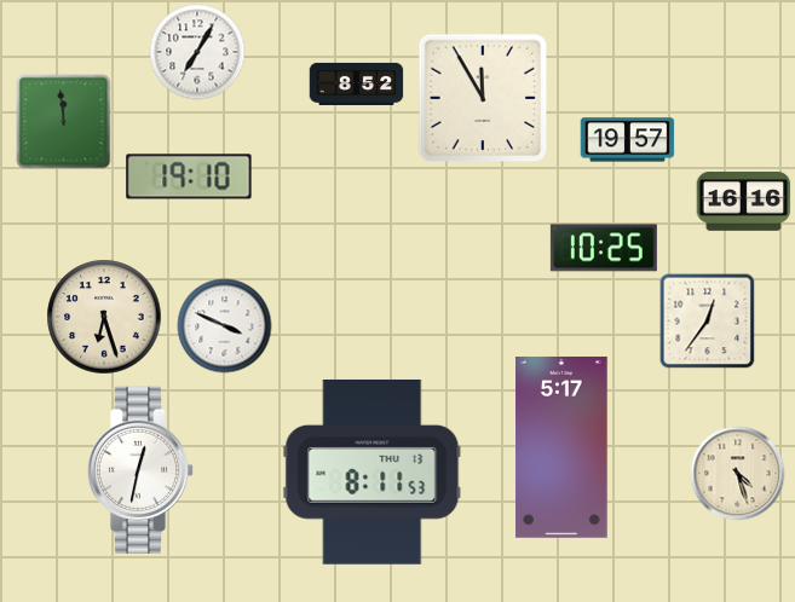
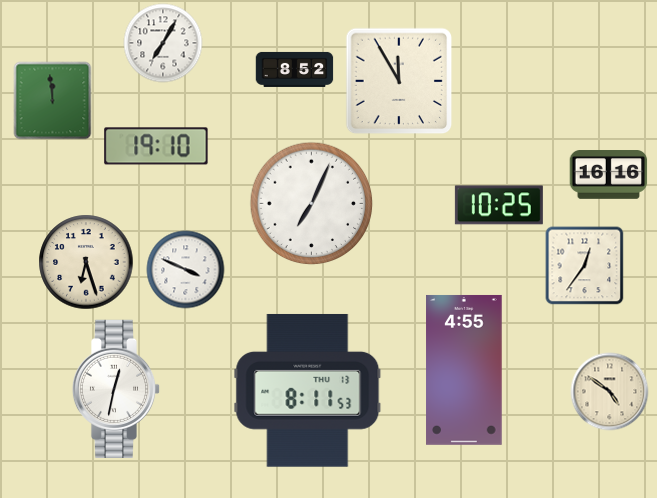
clock at (627, 140): 19:57 -> none
clock at (743, 202) position: (743, 202) -> (608, 175)
clock at (311, 203): none -> 7:04
clock at (561, 447): 5:17 -> 4:55
clock at (737, 473): 4:27 -> 4:51
